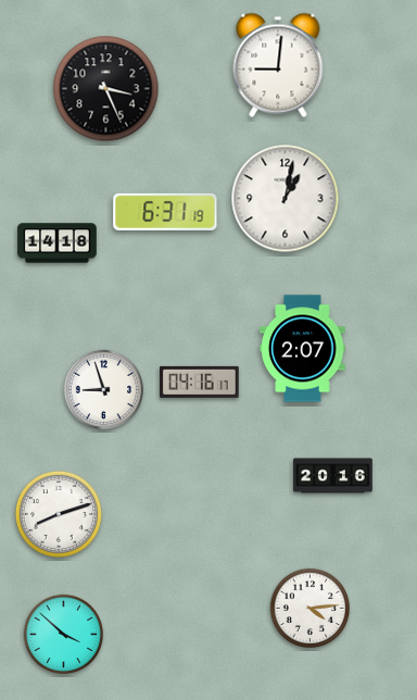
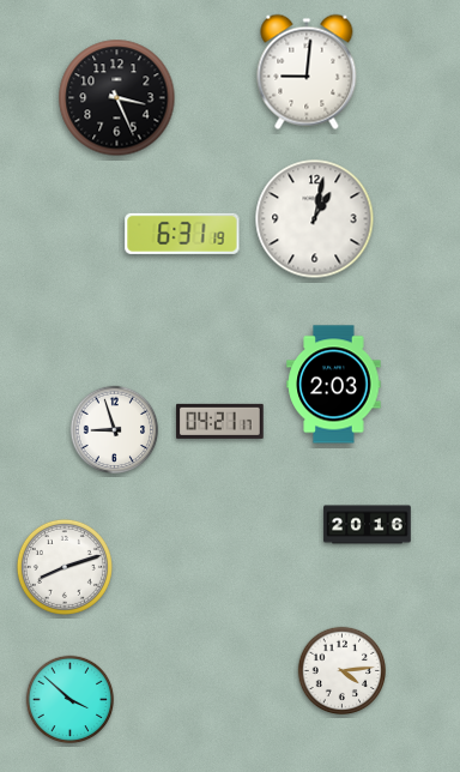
clock at (58, 243): 14:18 -> none
clock at (303, 349): 2:07 -> 2:03
clock at (200, 382): 04:16 -> 04:21
